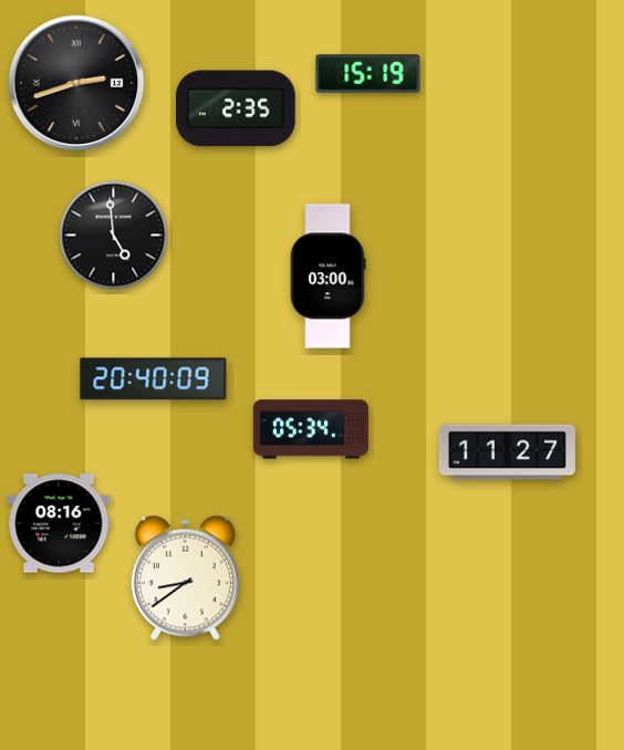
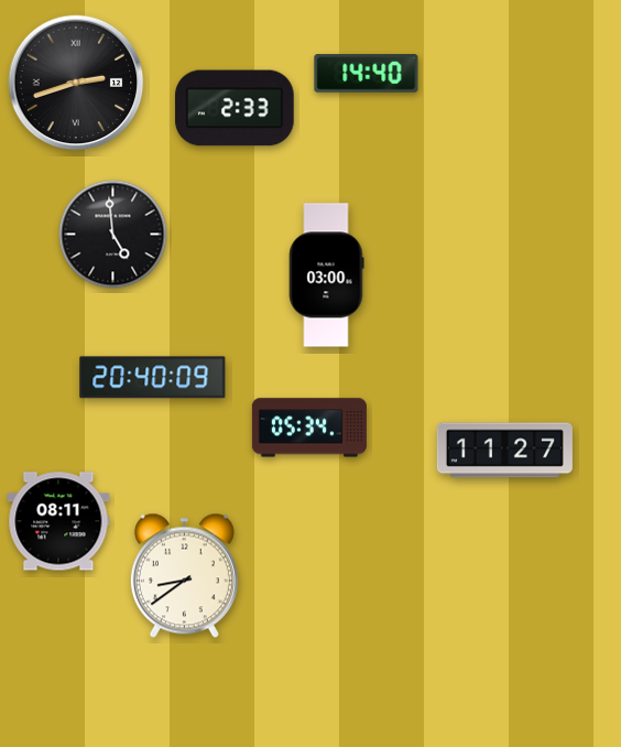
clock at (368, 74): 15:19 -> 14:40
clock at (236, 108): 2:35 -> 2:33
clock at (59, 523): 08:16 -> 08:11
